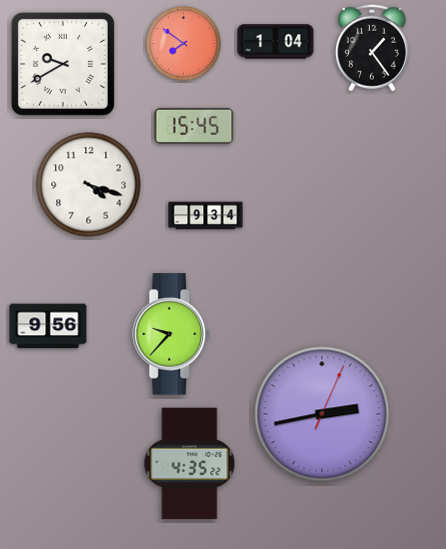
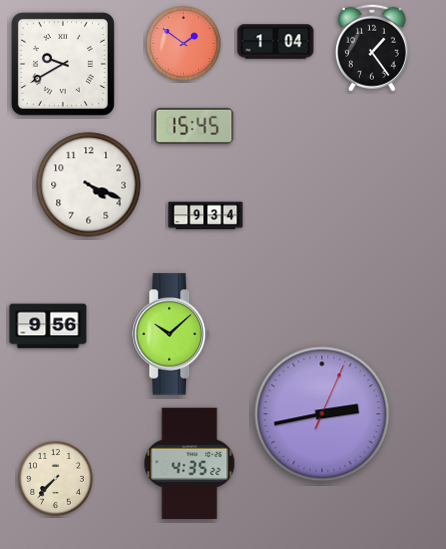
clock at (184, 44): 7:51 -> 1:51
clock at (89, 185): 4:18 -> 4:19
clock at (172, 334): 9:37 -> 10:08
clock at (56, 479): none -> 7:37
